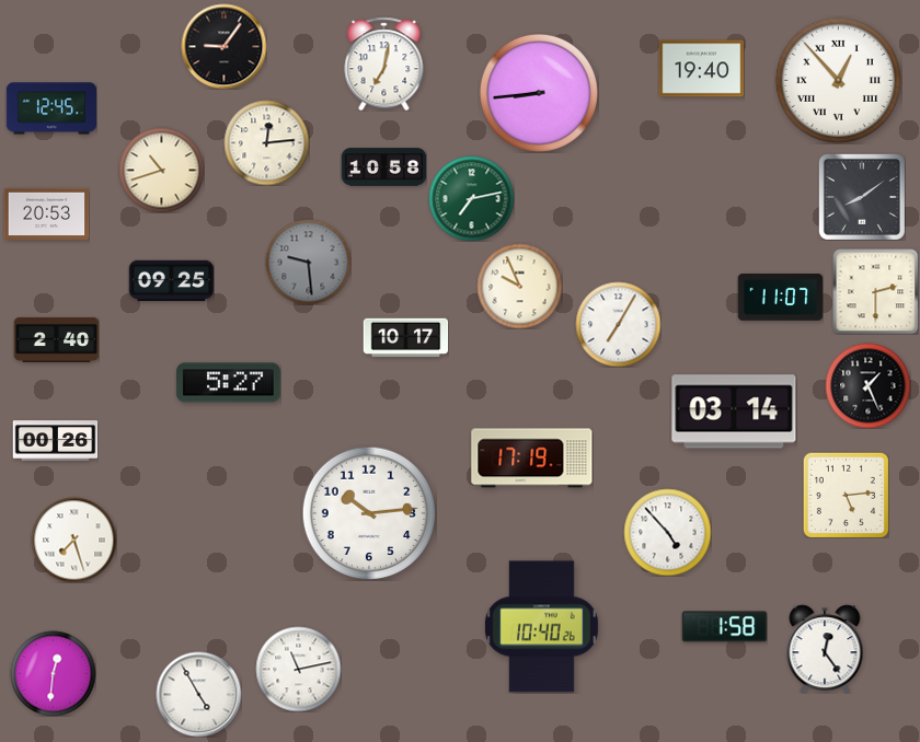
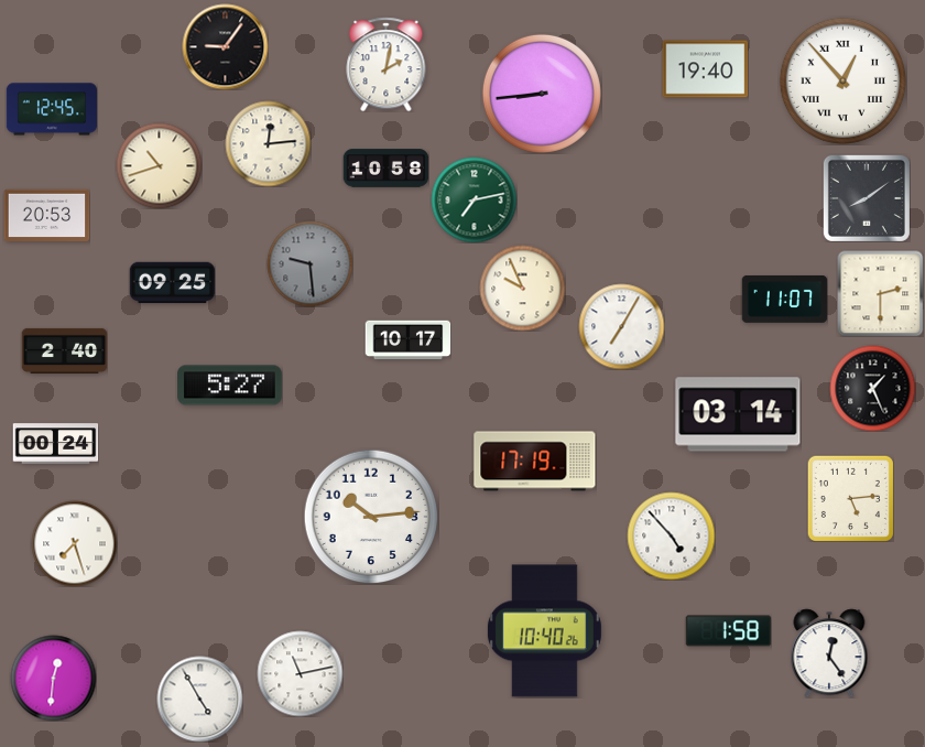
clock at (384, 63): 7:02 -> 2:02
clock at (161, 170) position: (161, 170) -> (159, 165)
clock at (56, 339) position: (56, 339) -> (64, 350)
clock at (55, 441): 00:26 -> 00:24
